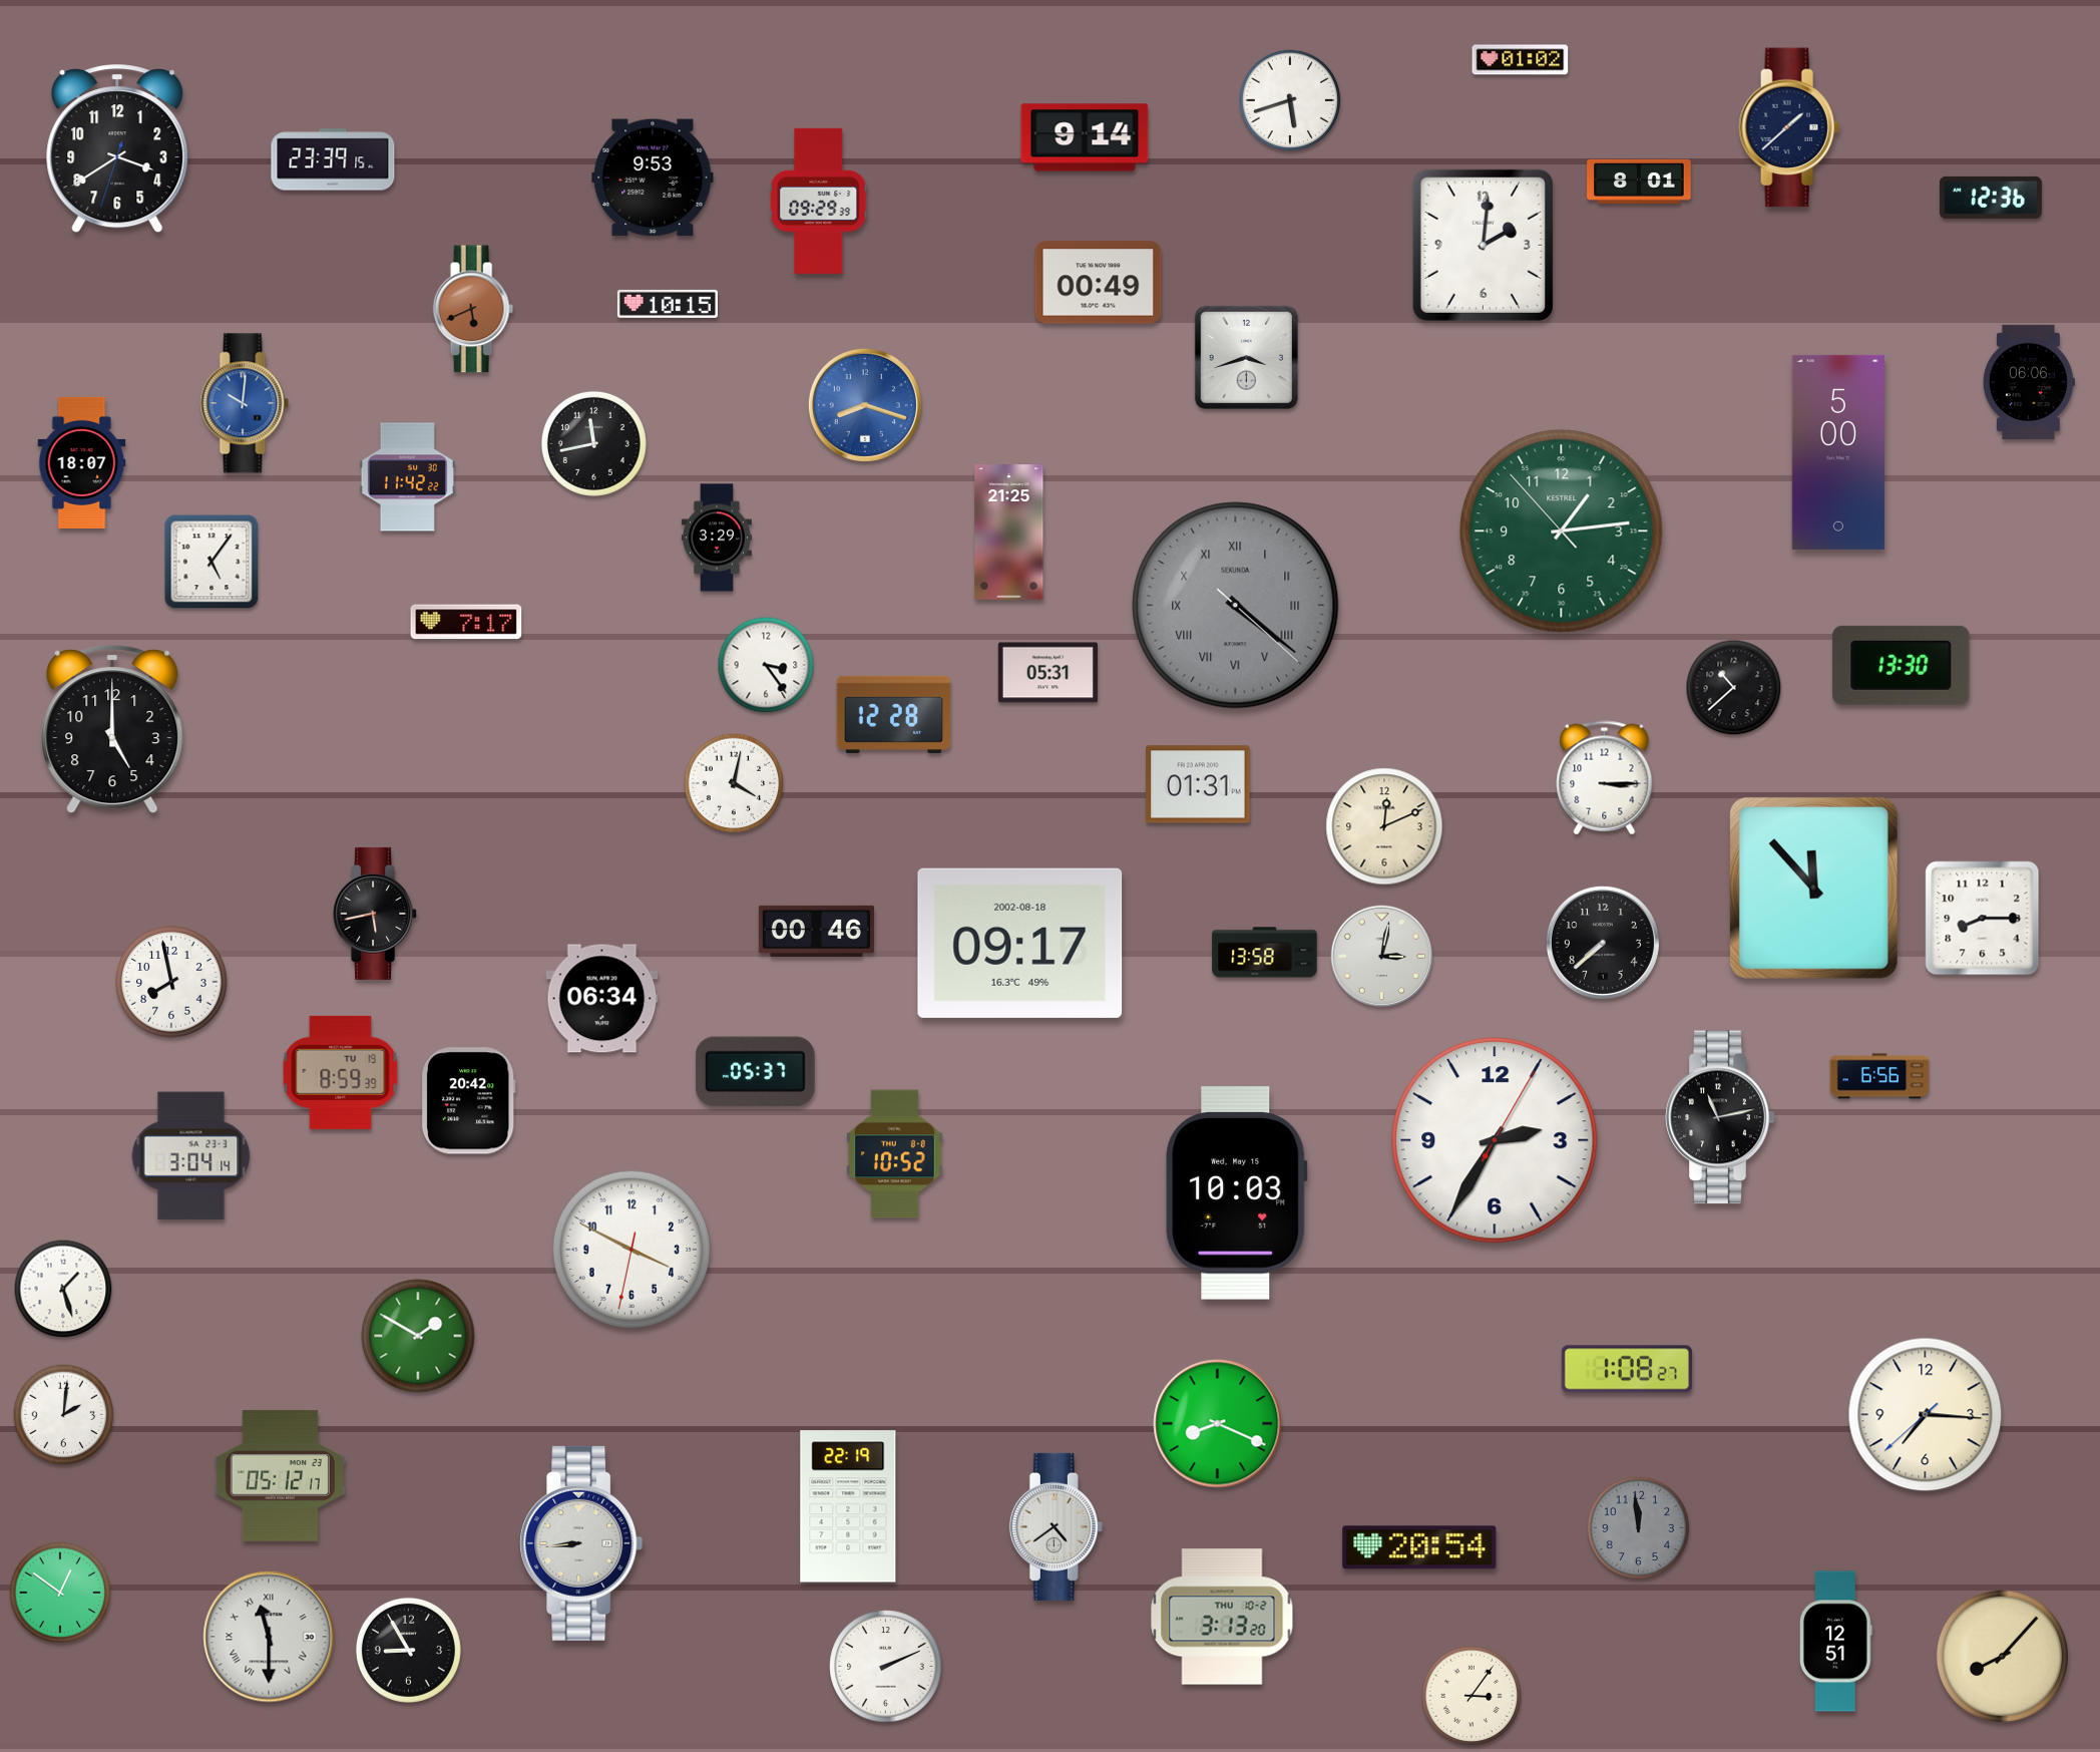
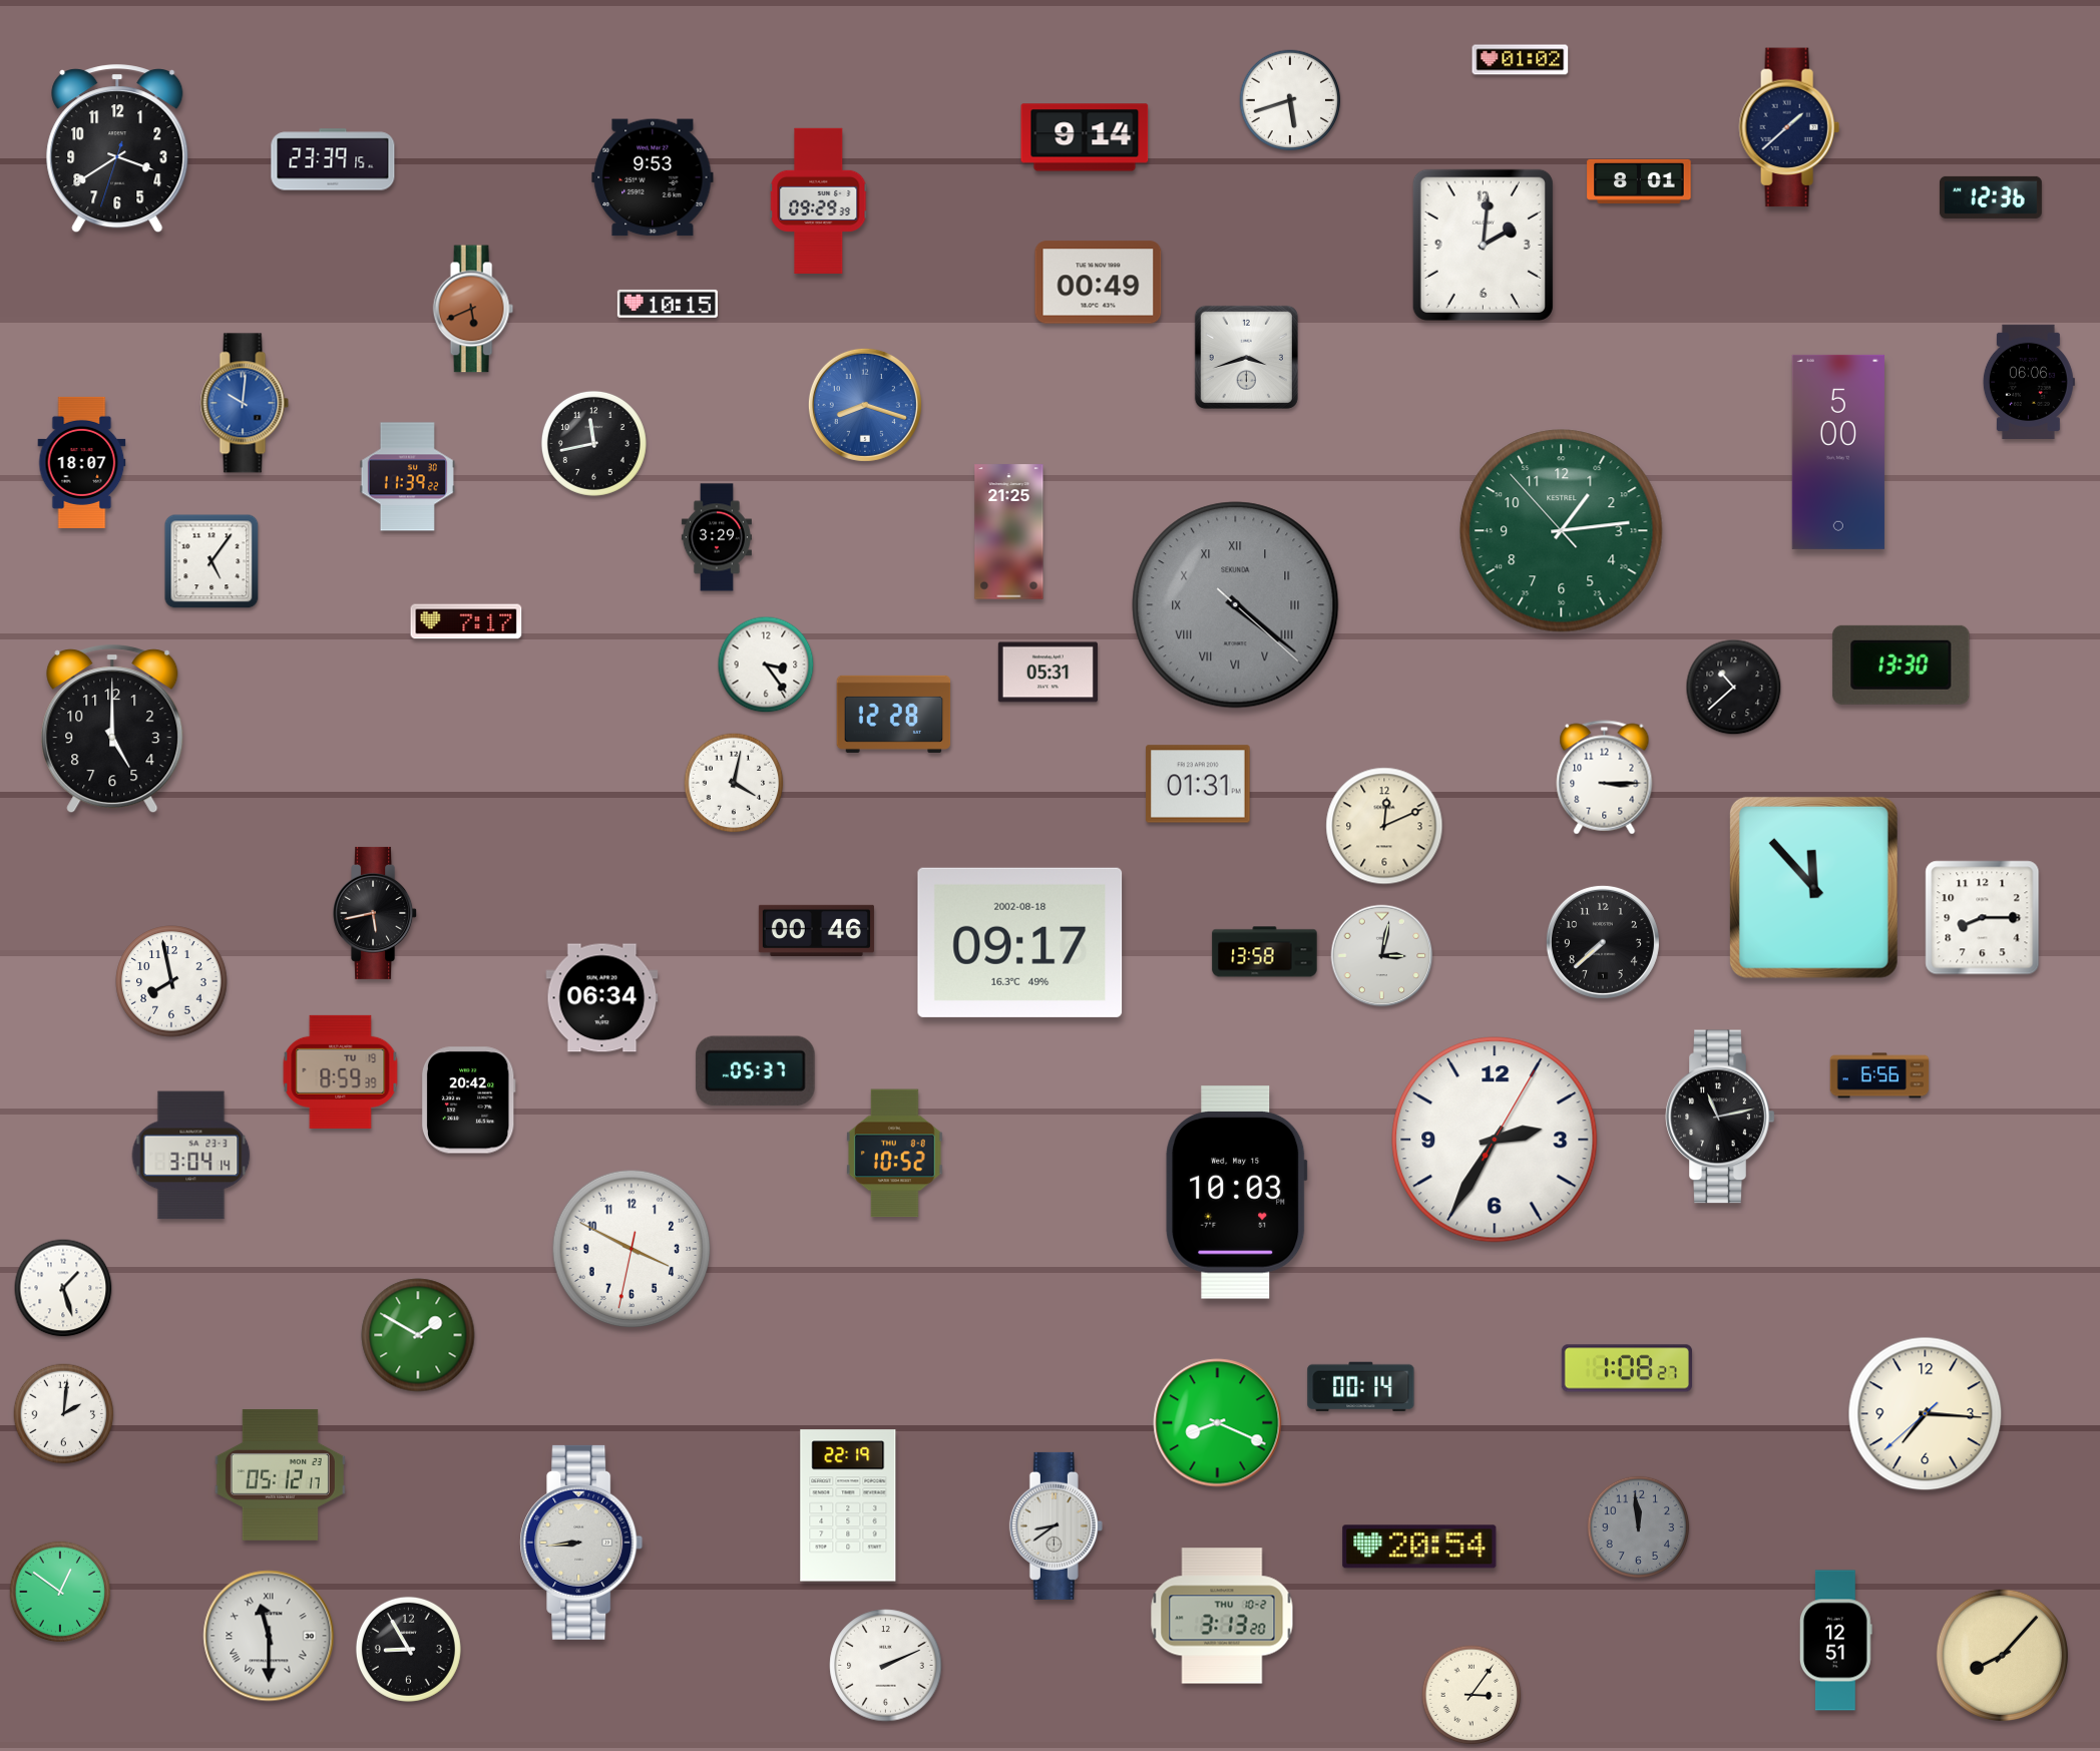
clock at (407, 477): 11:42 -> 11:39
clock at (1361, 1387): none -> 00:14
clock at (1056, 1526): 4:39 -> 8:39
